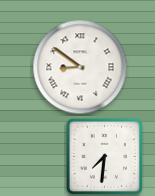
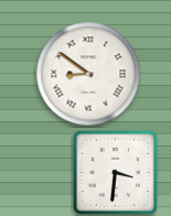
clock at (104, 156): 7:31 -> 3:31
